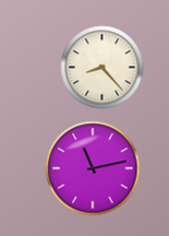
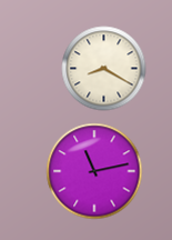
clock at (102, 68): 8:23 -> 8:20
